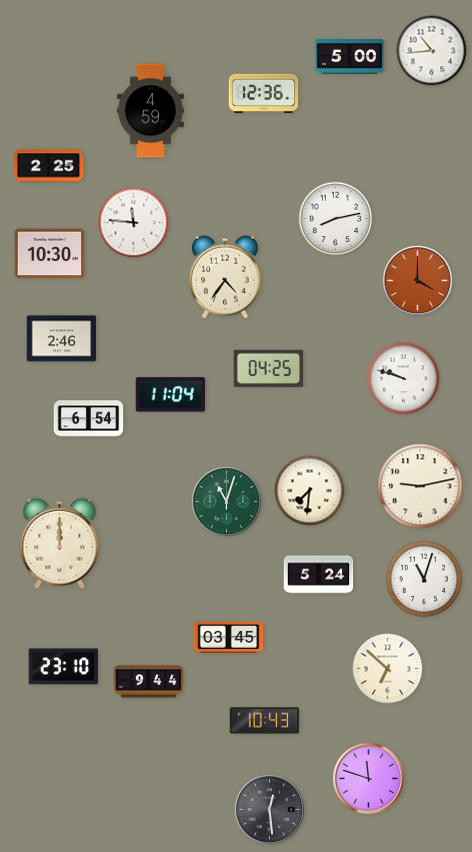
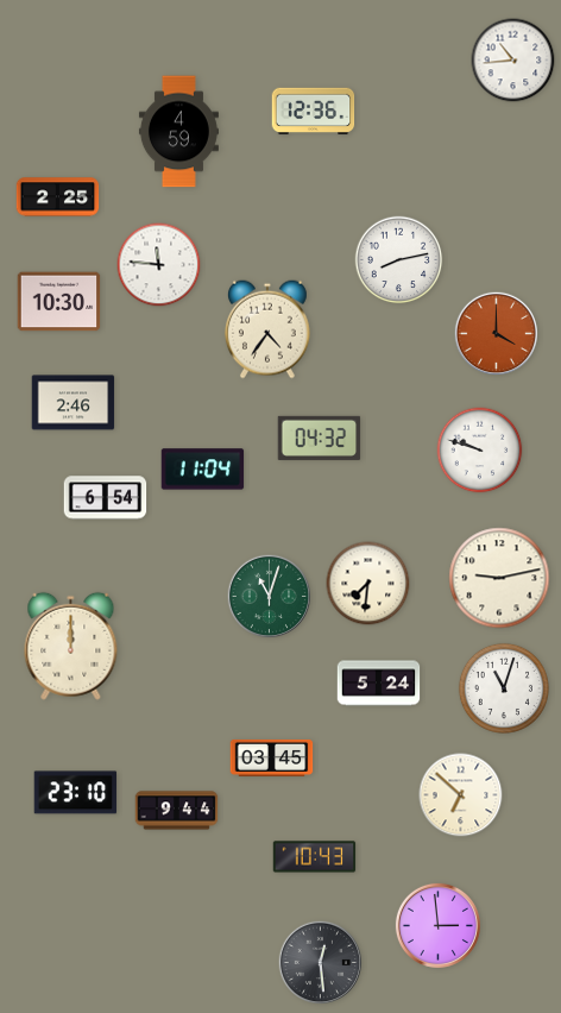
clock at (350, 57): 5:00 -> none
clock at (269, 368): 04:25 -> 04:32
clock at (368, 778): 11:48 -> 2:59
